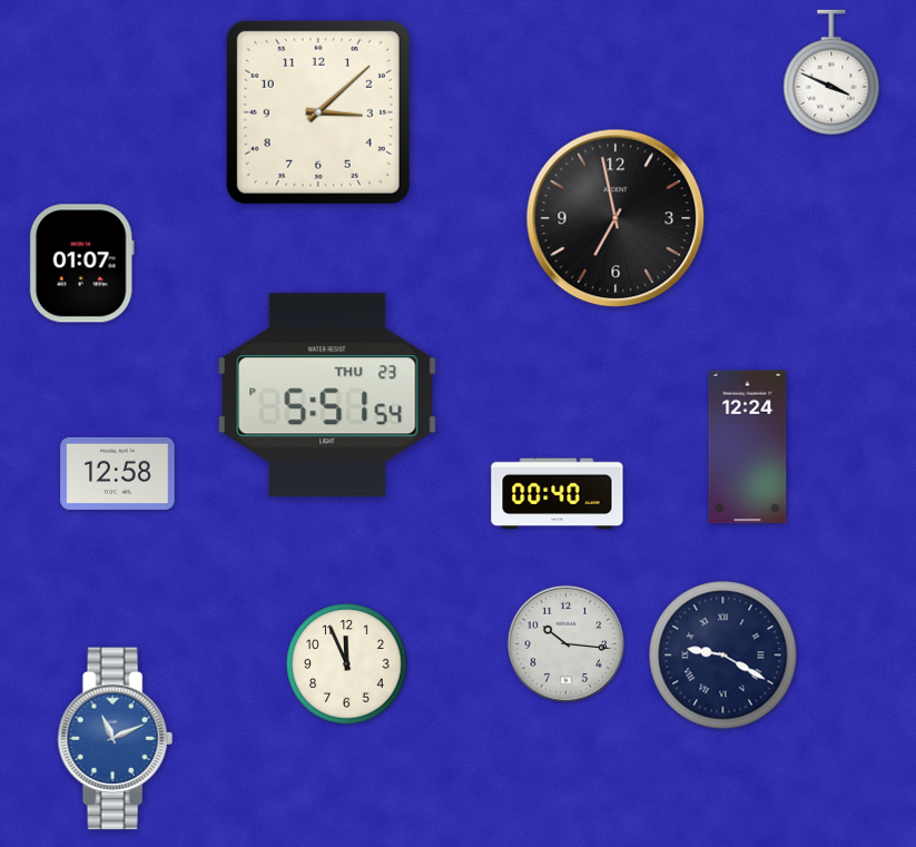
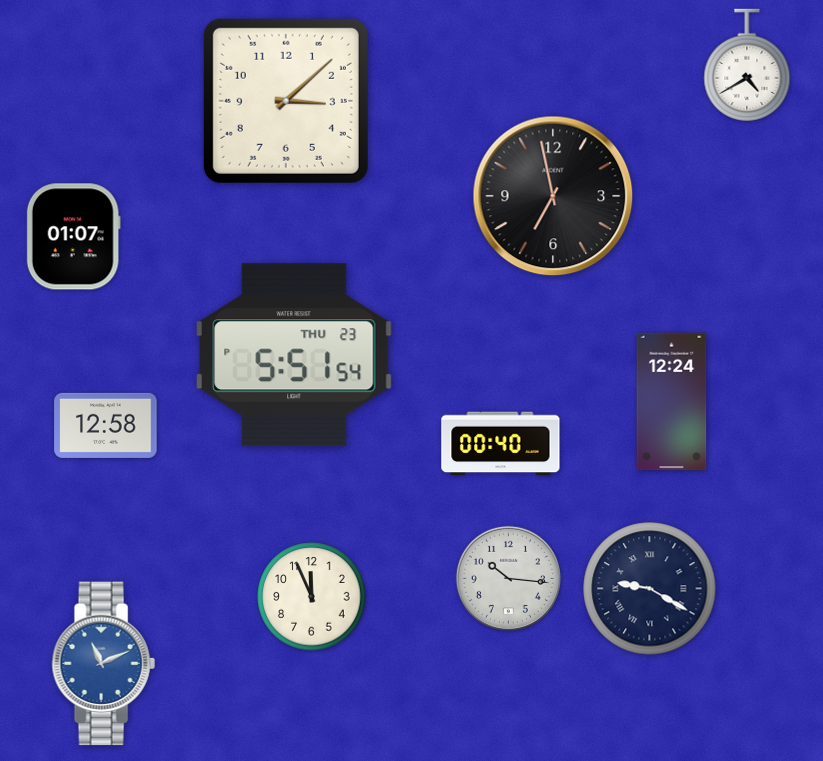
clock at (831, 72): 3:49 -> 4:40
